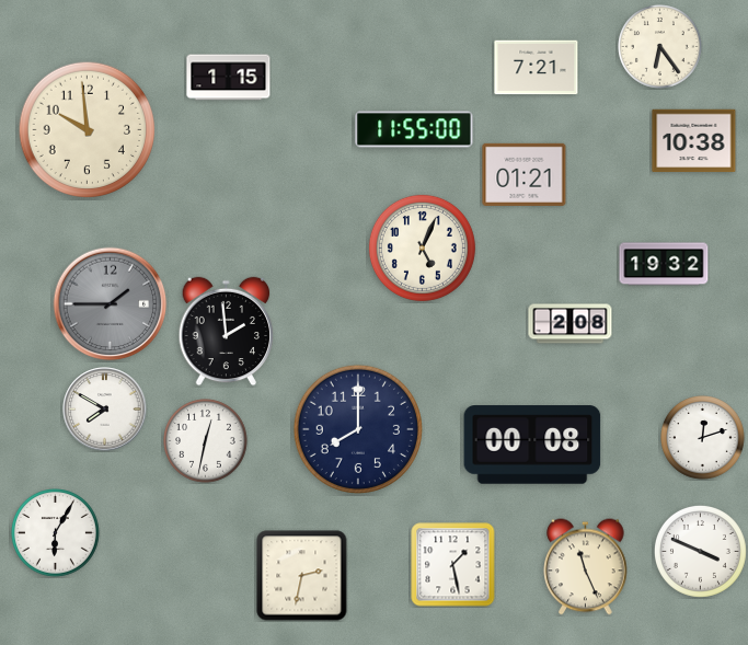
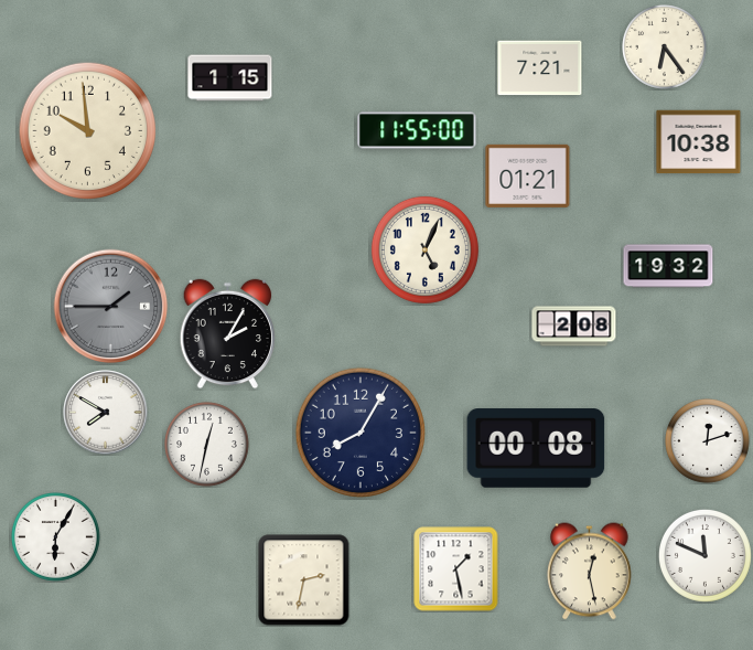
clock at (227, 332): 1:59 -> 2:05
clock at (357, 428): 8:00 -> 8:05
clock at (700, 551): 3:49 -> 11:49
clock at (586, 567): 11:26 -> 12:28
